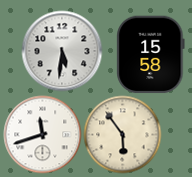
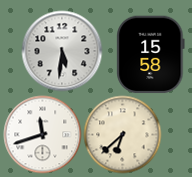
clock at (122, 134): 5:54 -> 6:38
